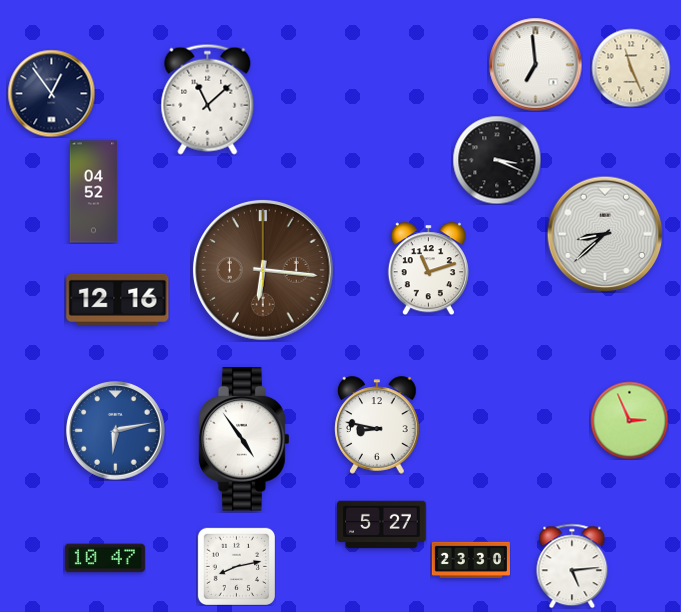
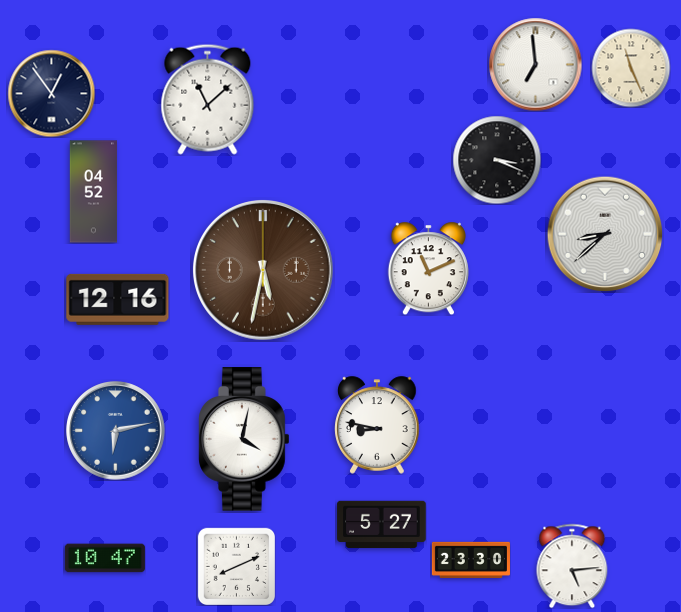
clock at (428, 268): 11:12 -> 11:11
clock at (263, 270): 6:16 -> 5:32
clock at (629, 420): 2:56 -> none
clock at (245, 439): 4:54 -> 4:02
clock at (236, 566): 8:13 -> 8:11
